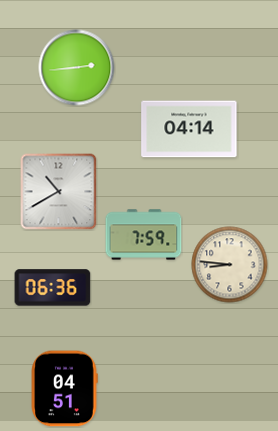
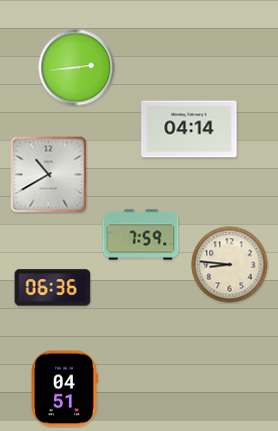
clock at (59, 192) position: (59, 192) -> (49, 175)
clock at (144, 235) position: (144, 235) -> (141, 235)
